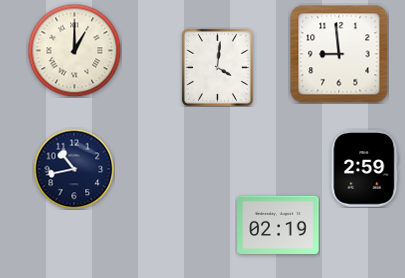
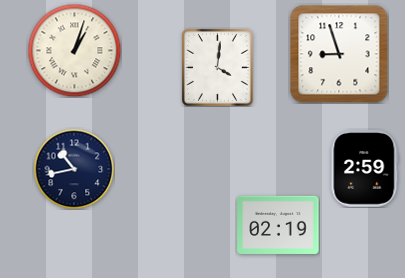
clock at (74, 50): 1:00 -> 1:03
clock at (339, 54): 8:59 -> 8:57
